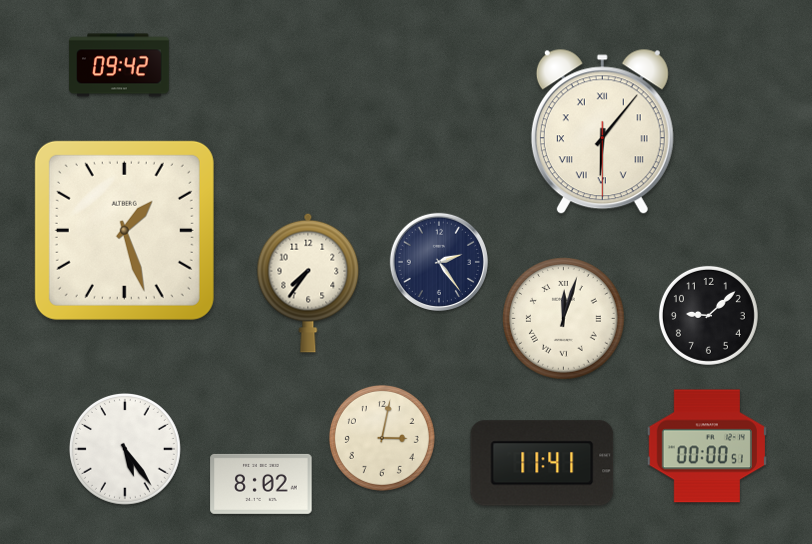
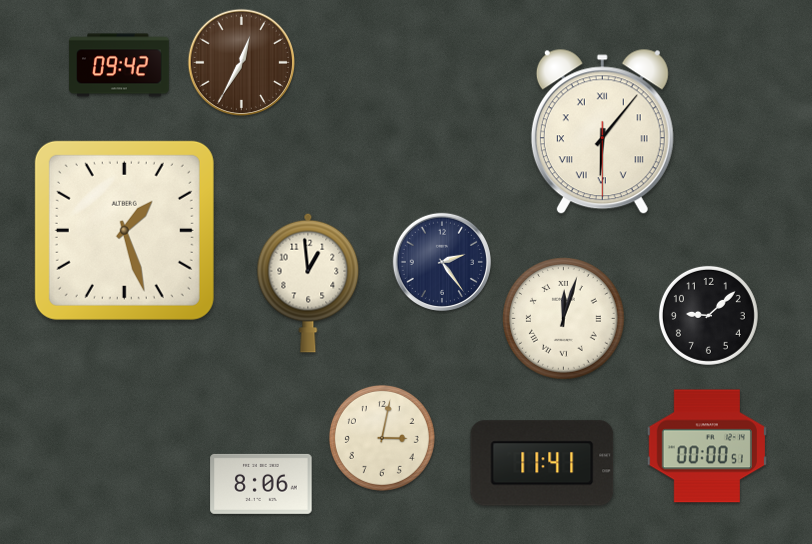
clock at (241, 62): none -> 12:35
clock at (439, 262) position: (439, 262) -> (442, 262)
clock at (308, 283): 7:36 -> 12:59
clock at (125, 449): 5:24 -> none
clock at (261, 484): 8:02 -> 8:06
